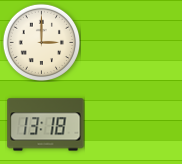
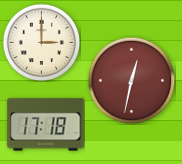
clock at (131, 80): none -> 12:32
clock at (46, 125): 13:18 -> 17:18
